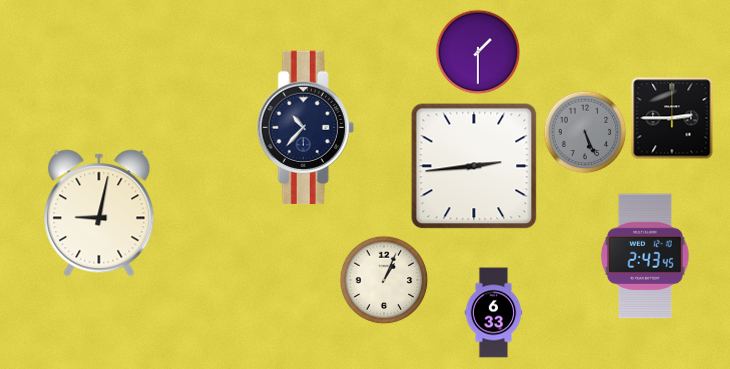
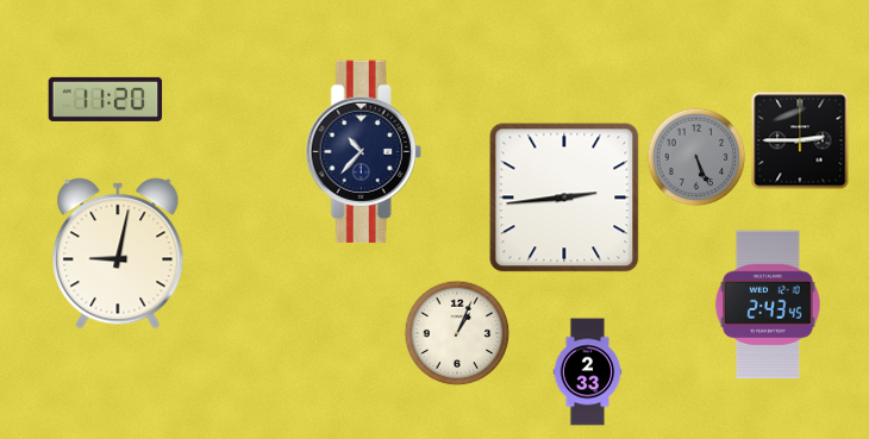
clock at (478, 52): 1:30 -> none
clock at (106, 99): none -> 11:20
clock at (494, 313): 6:33 -> 2:33
